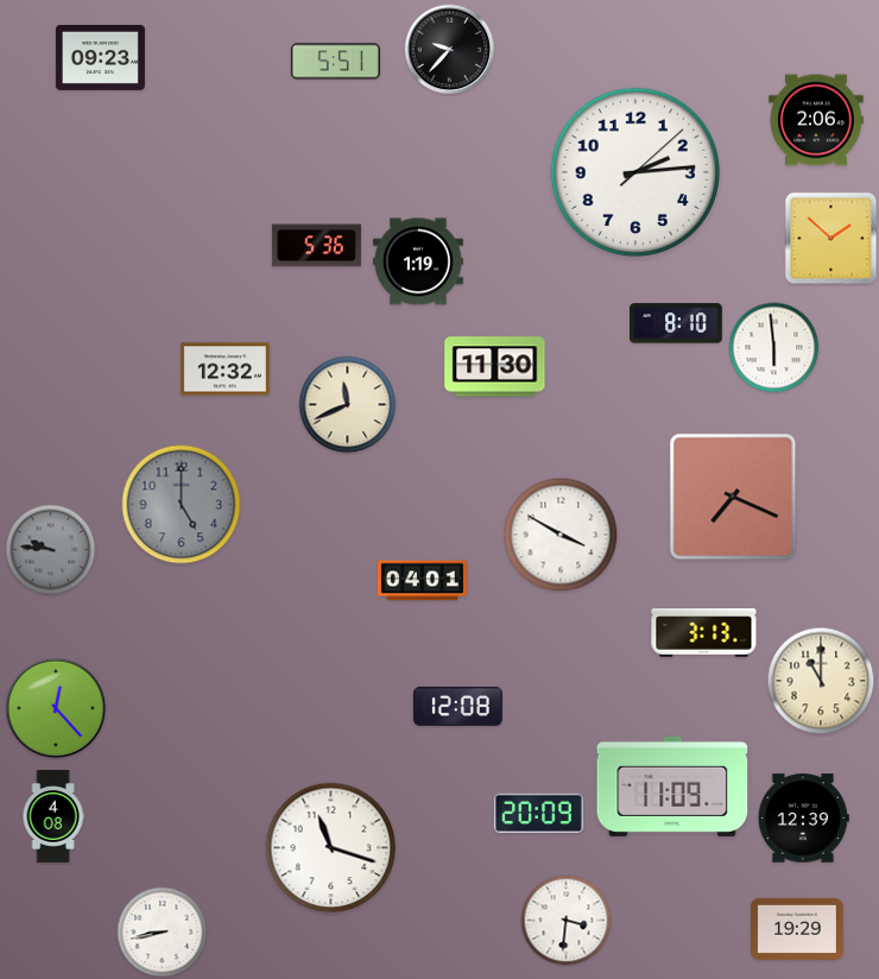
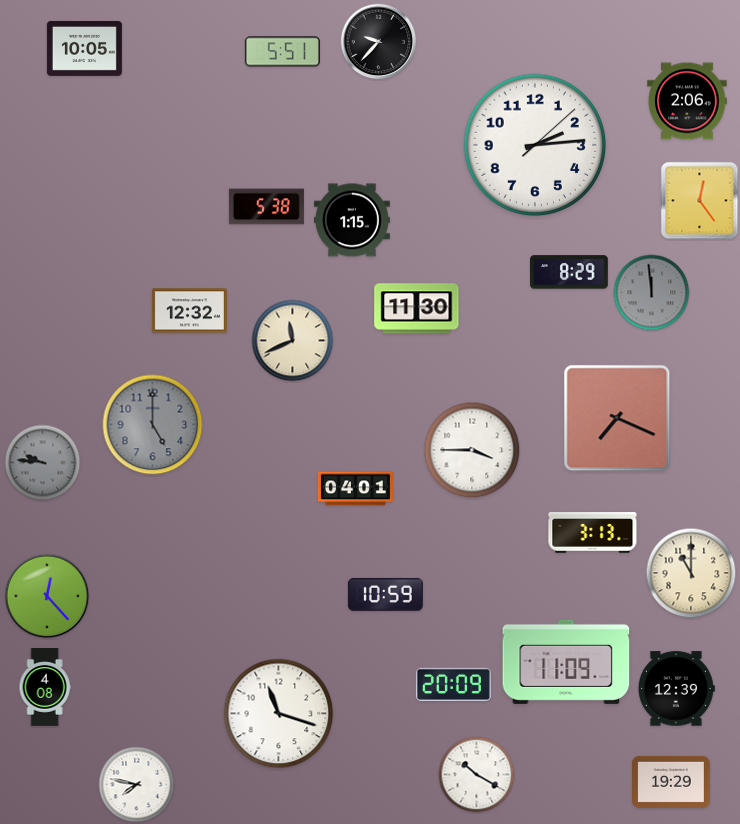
clock at (100, 57): 09:23 -> 10:05
clock at (831, 239): 1:52 -> 12:24
clock at (316, 246): 5:36 -> 5:38
clock at (418, 261): 1:19 -> 1:15
clock at (677, 323): 8:10 -> 8:29
clock at (774, 348): 5:59 -> 11:59
clock at (774, 348) dial: white -> grey
clock at (561, 535): 3:50 -> 3:45
clock at (457, 706): 12:08 -> 10:59
clock at (567, 921): 3:31 -> 10:20
clock at (163, 933): 8:43 -> 7:47
